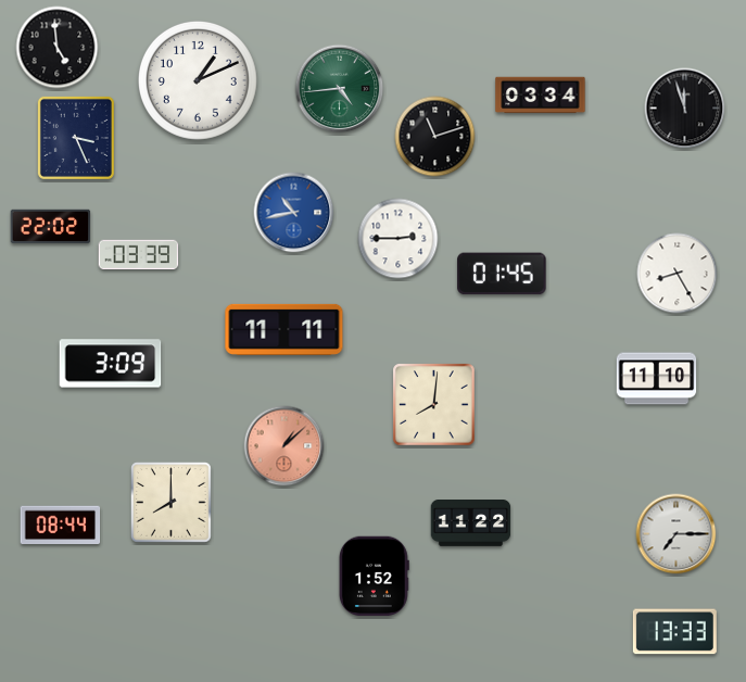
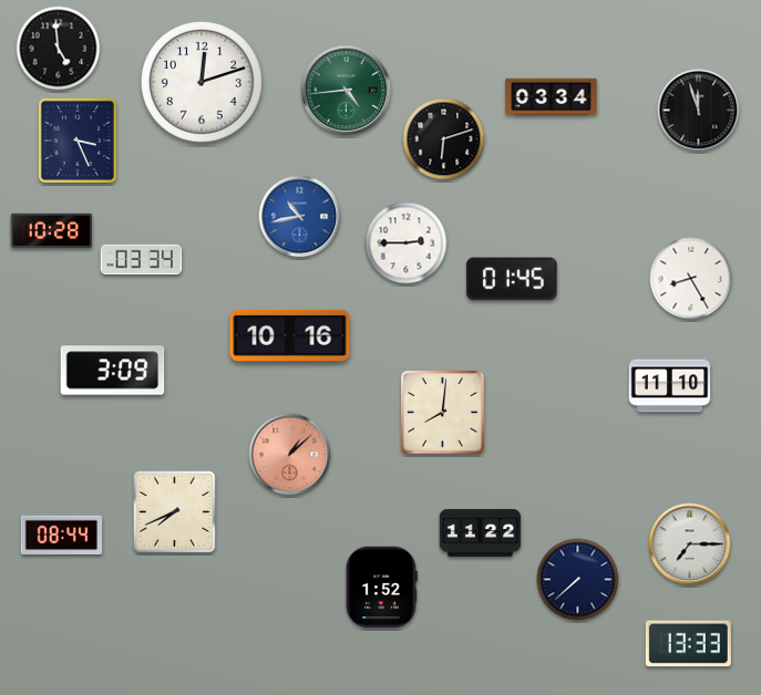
clock at (198, 80): 1:11 -> 12:12
clock at (435, 137): 11:12 -> 6:12
clock at (51, 226): 22:02 -> 10:28
clock at (139, 254): 03:39 -> 03:34
clock at (285, 329): 11:11 -> 10:16
clock at (172, 503): 8:00 -> 7:41
clock at (578, 580): none -> 7:38
